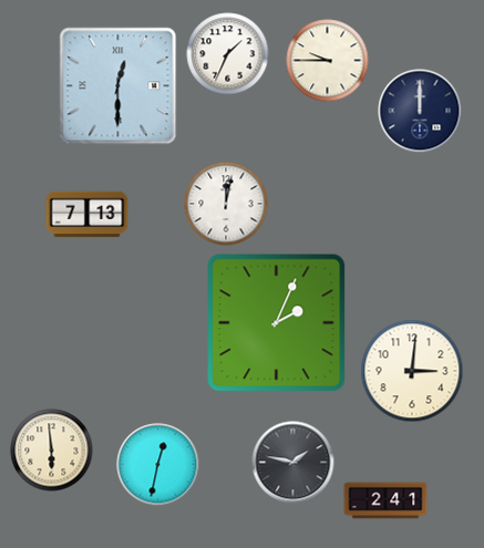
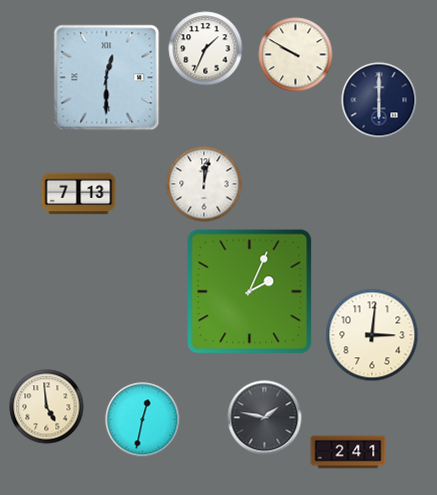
clock at (328, 61): 9:45 -> 9:50
clock at (420, 111): 12:00 -> 6:00
clock at (52, 451): 5:59 -> 4:59
